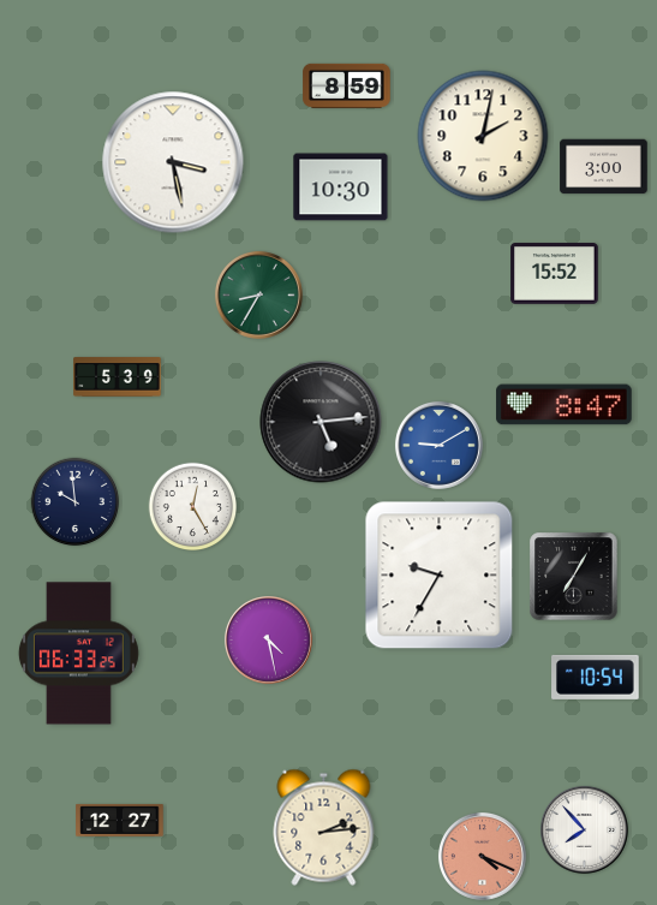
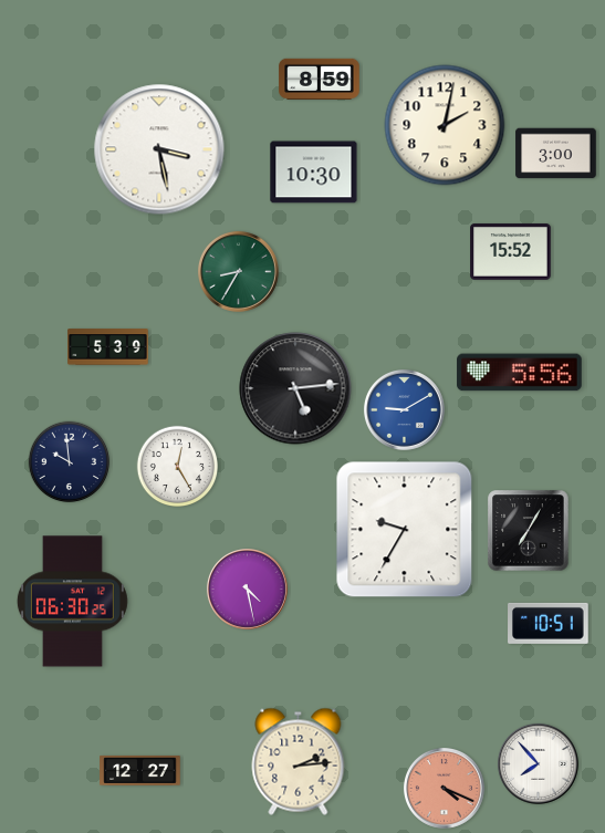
clock at (565, 405): 8:47 -> 5:56
clock at (78, 654): 06:33 -> 06:30
clock at (596, 677): 10:54 -> 10:51
clock at (120, 821) position: (120, 821) -> (140, 771)
